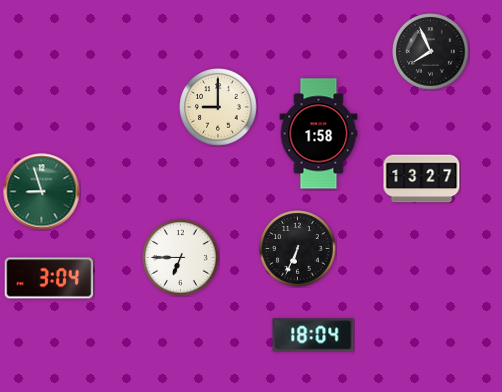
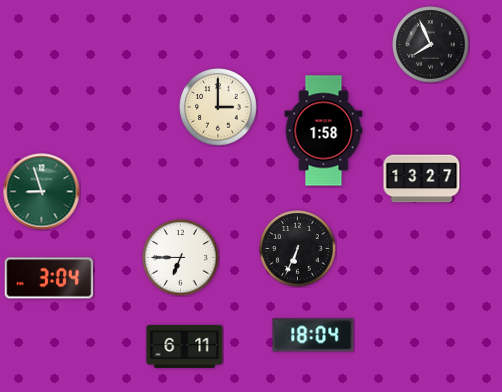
clock at (431, 52) position: (431, 52) -> (431, 45)
clock at (218, 107): 9:00 -> 3:00
clock at (319, 134) position: (319, 134) -> (324, 131)
clock at (185, 346): none -> 6:11
